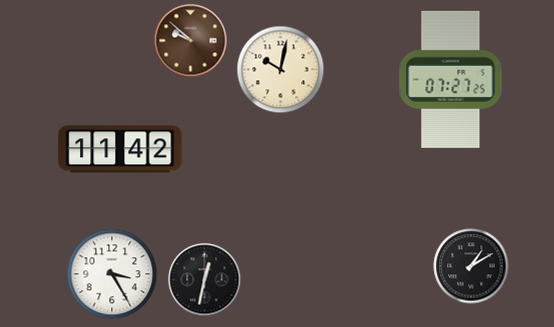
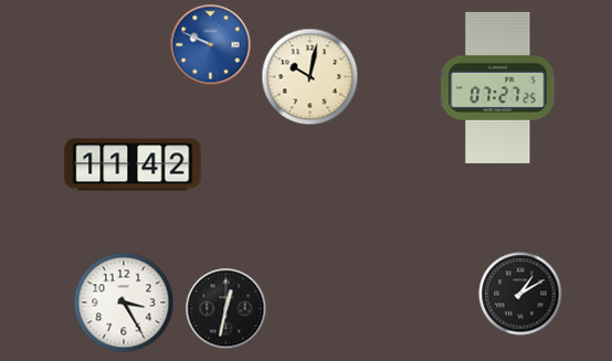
clock at (191, 41): 9:52 -> 9:49
clock at (191, 41) dial: brown -> blue
